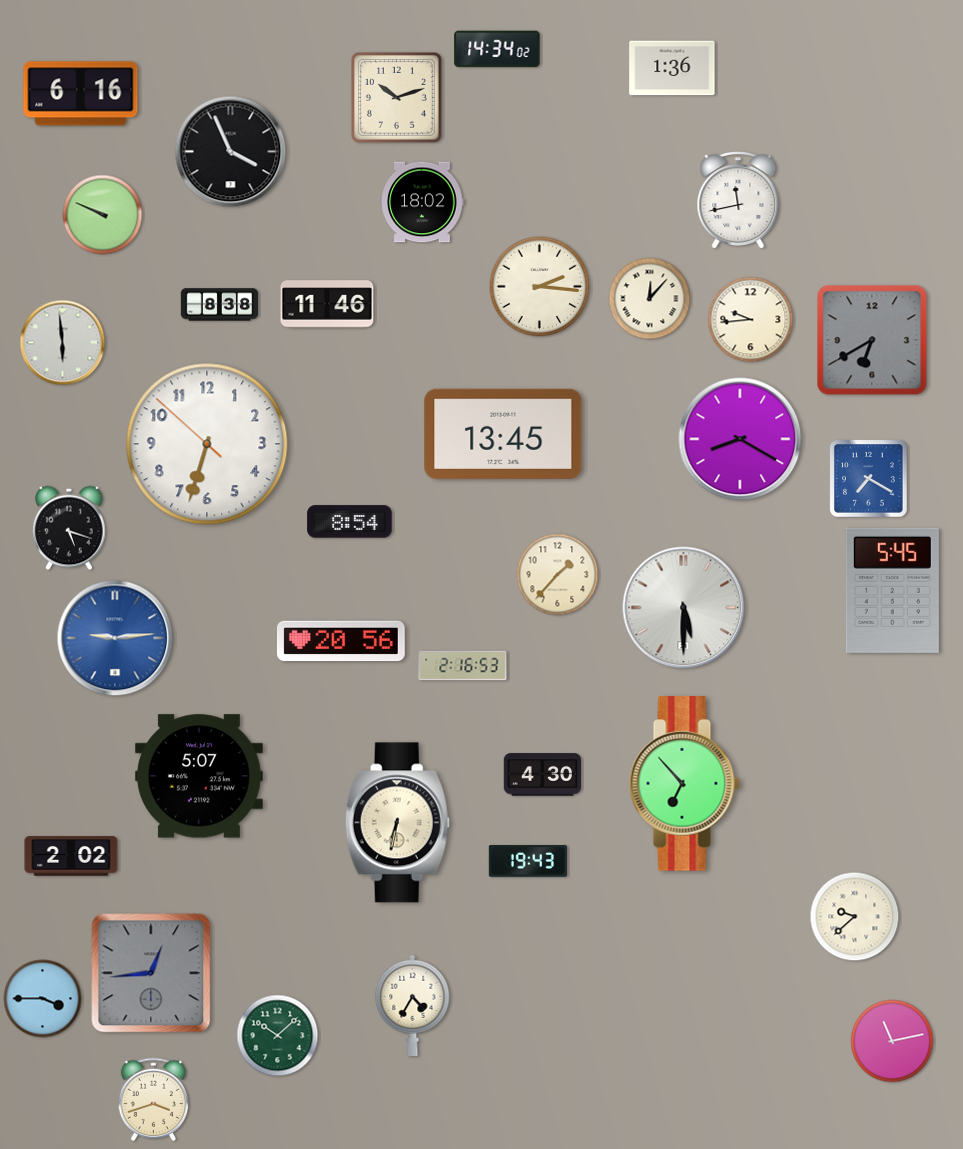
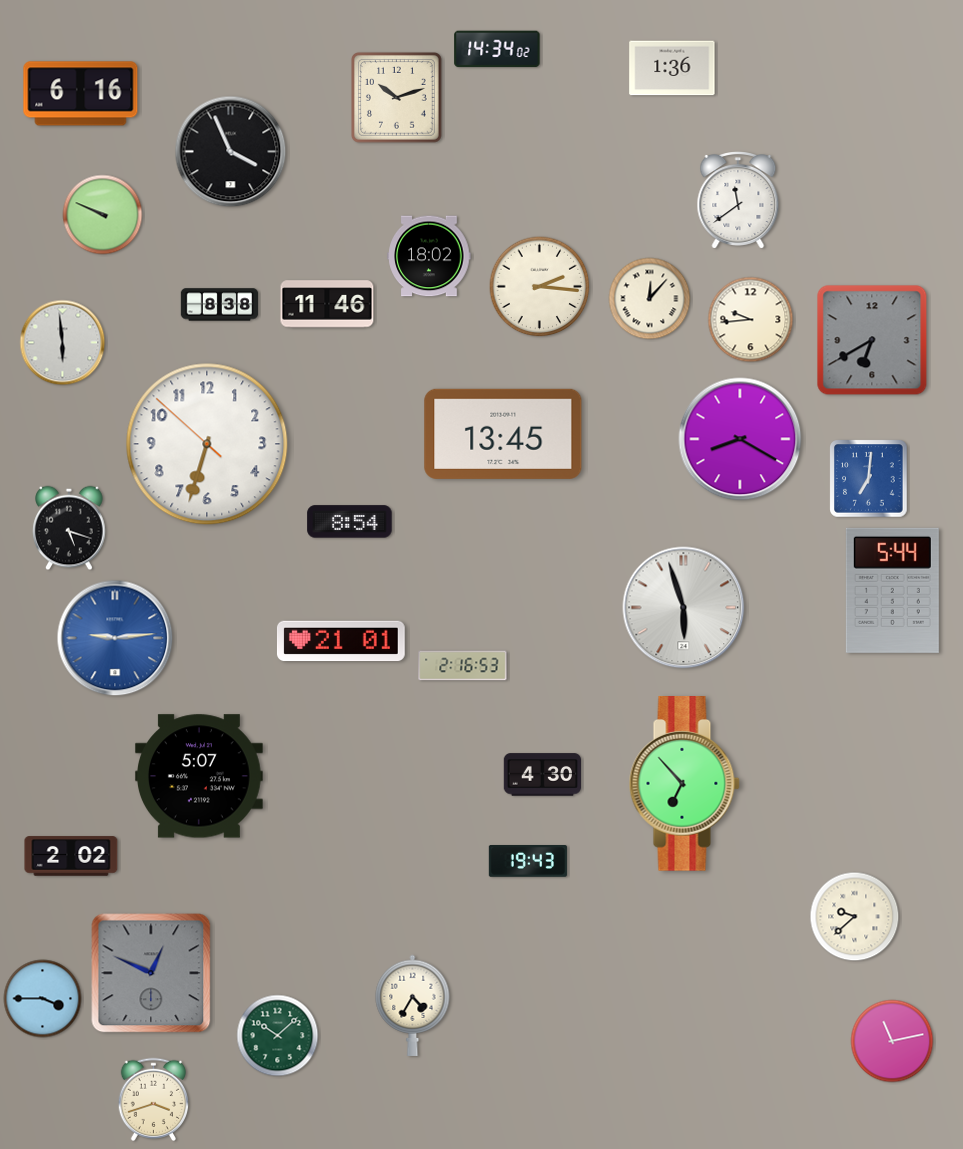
clock at (738, 201): 11:43 -> 11:39
clock at (422, 202) position: (422, 202) -> (429, 256)
clock at (869, 479): 7:20 -> 7:01
clock at (558, 575): 1:37 -> none
clock at (892, 590): 5:45 -> 5:44
clock at (684, 608): 5:30 -> 5:57
clock at (341, 641): 20:56 -> 21:01
clock at (397, 823): 6:32 -> none
clock at (151, 973): 12:44 -> 12:49
